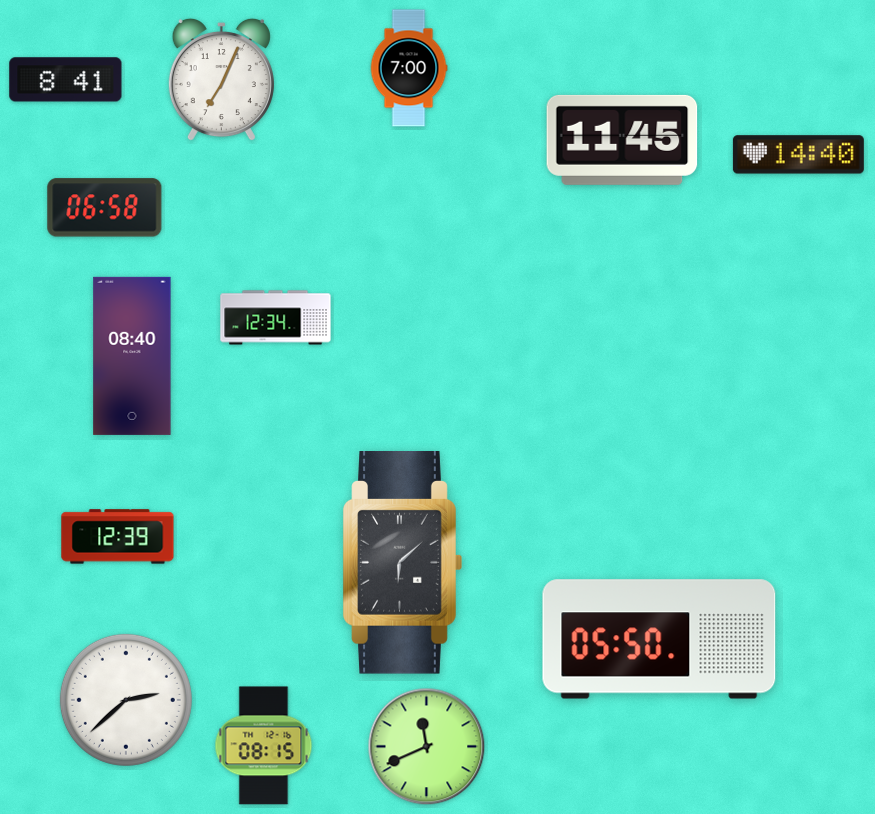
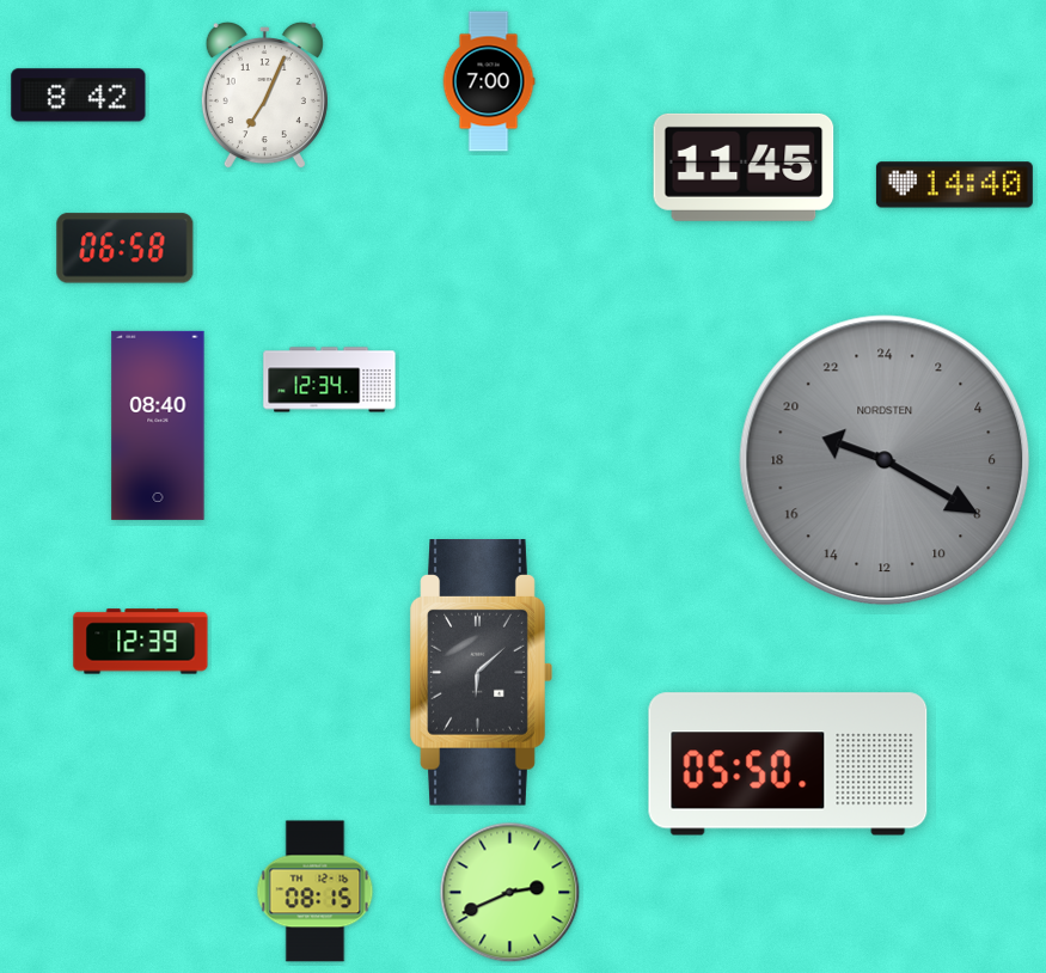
clock at (66, 80): 8:41 -> 8:42
clock at (885, 460): none -> 19:20
clock at (126, 700): 2:38 -> none
clock at (427, 747): 11:41 -> 2:41
